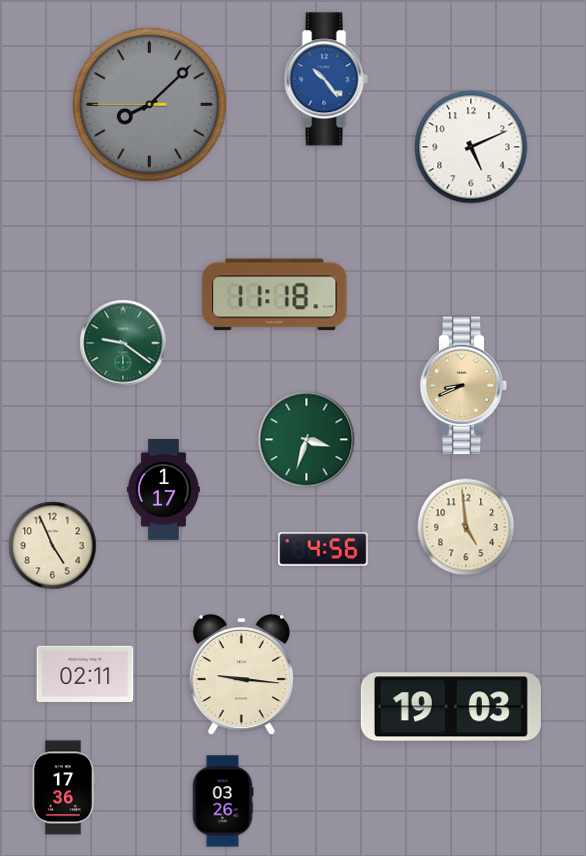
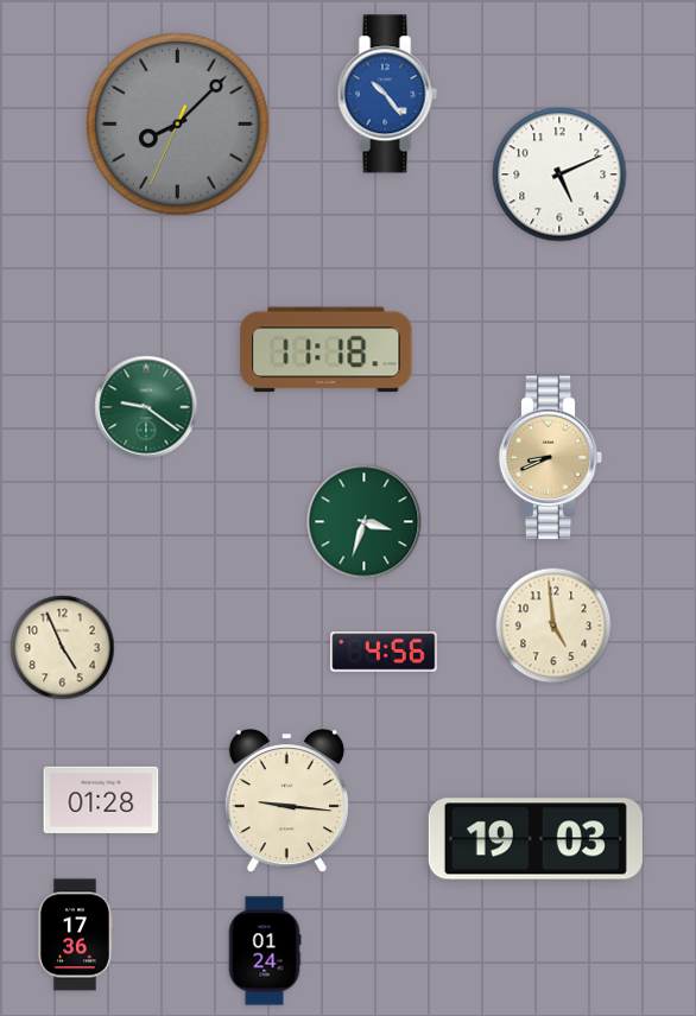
clock at (150, 105): 8:07:45 -> 8:07:34
clock at (163, 489): 1:17 -> none
clock at (85, 674): 02:11 -> 01:28
clock at (223, 801): 03:26 -> 01:24
